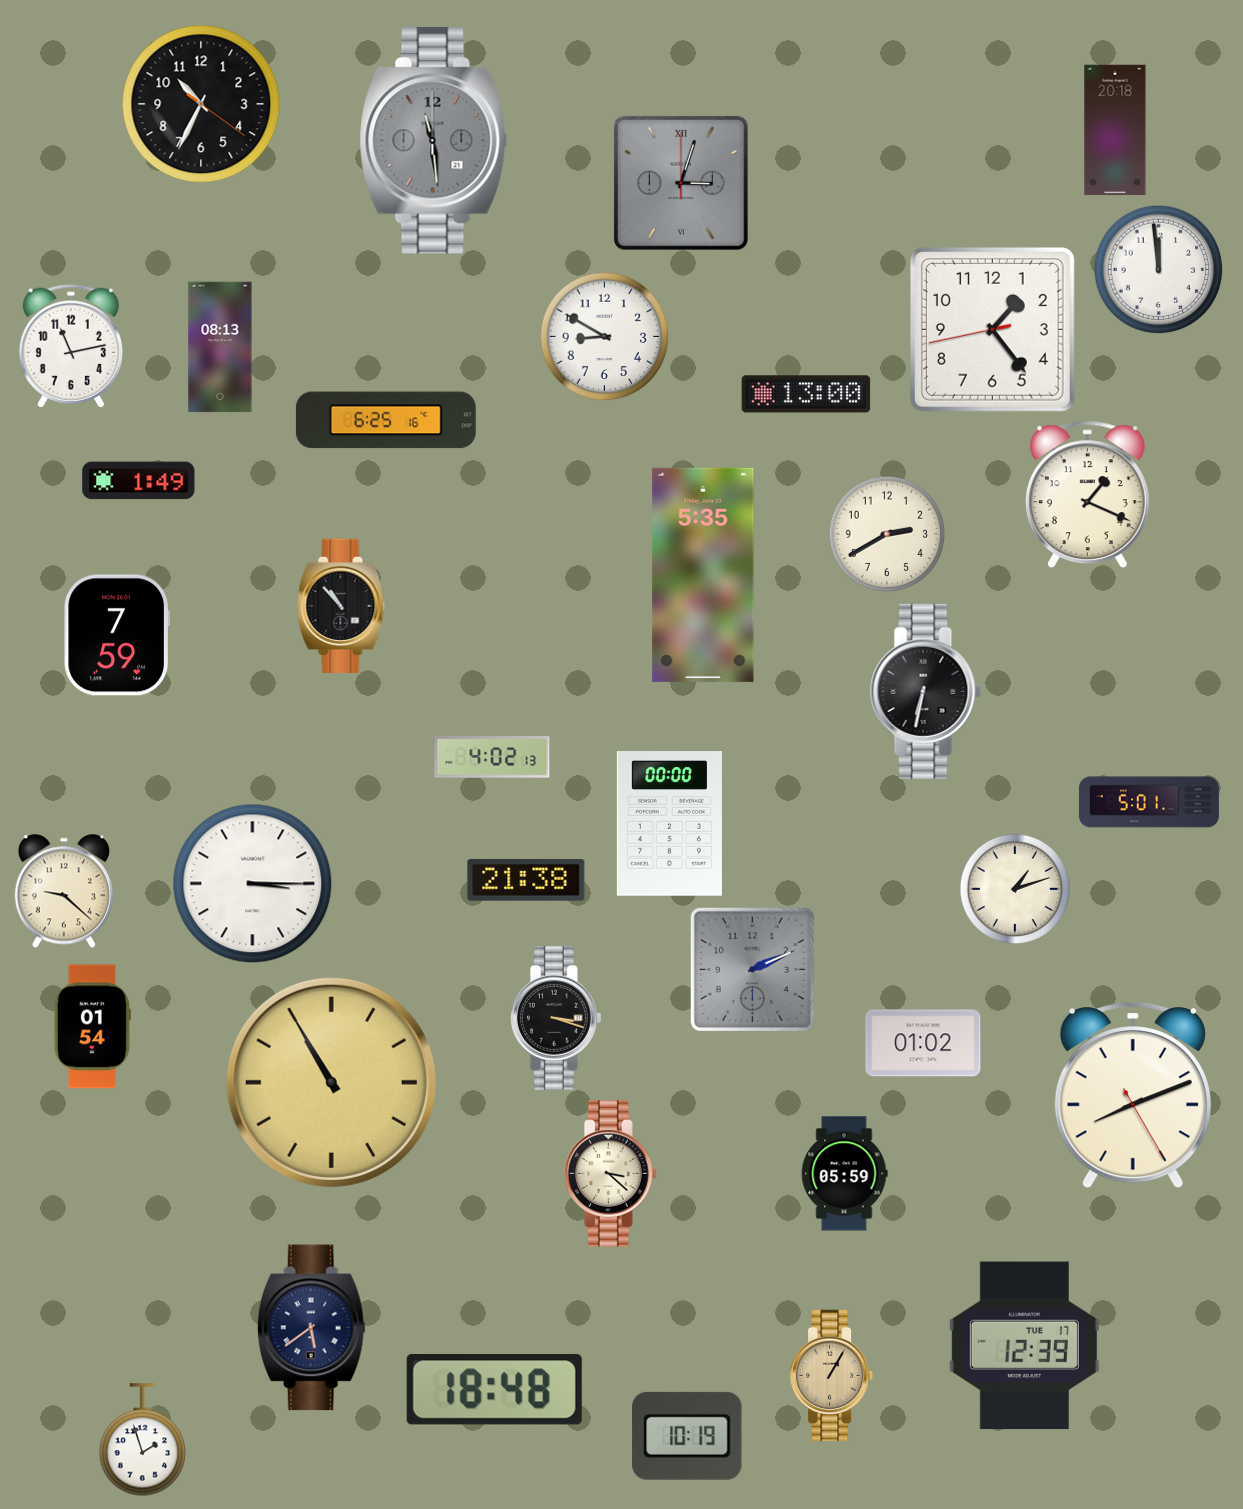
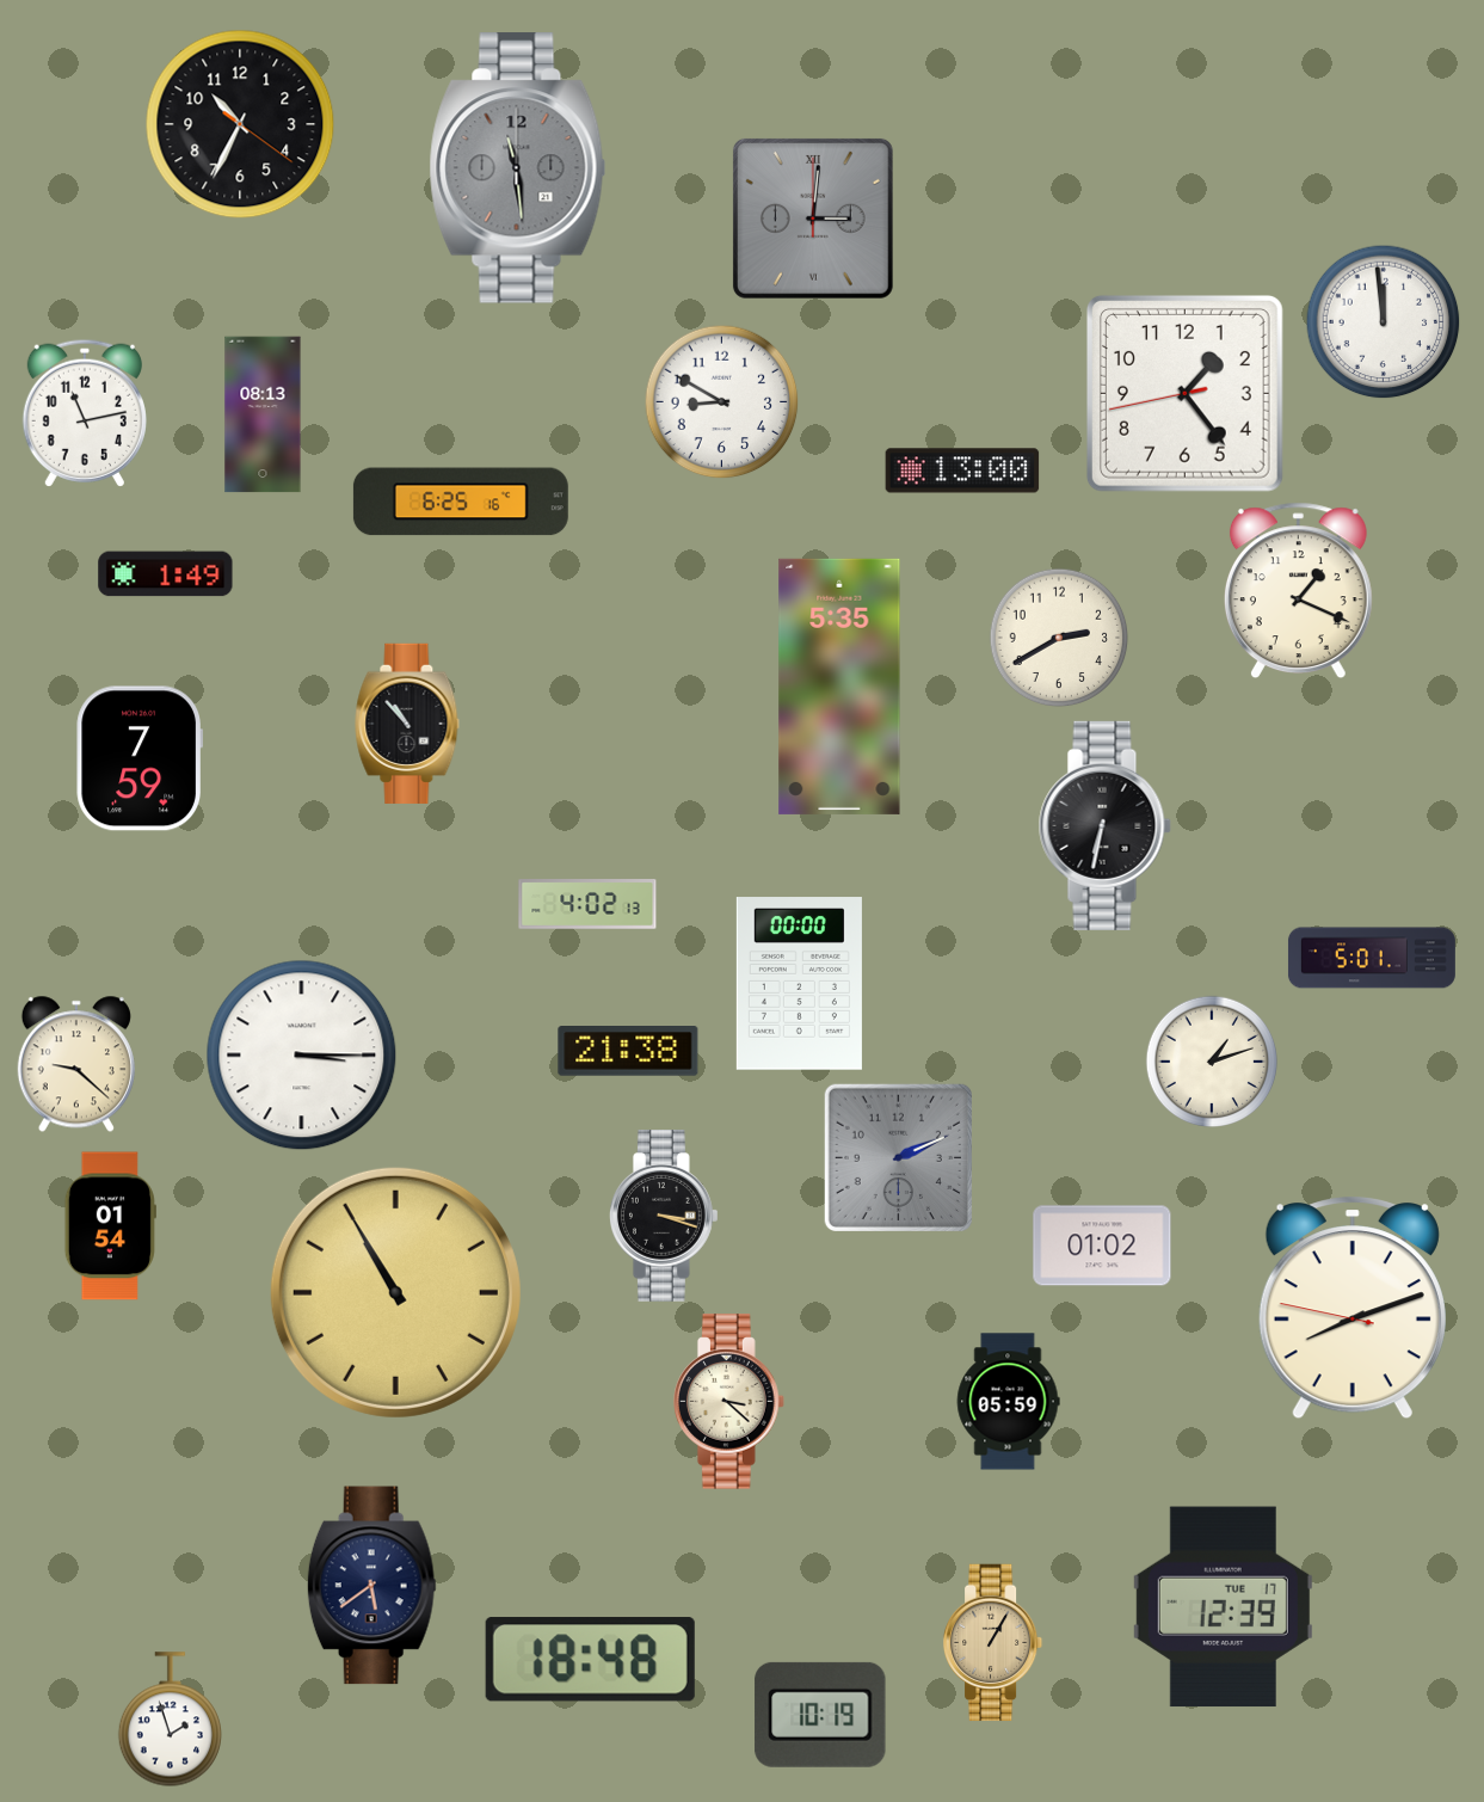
clock at (1115, 130): 20:18 -> none
clock at (681, 183): 3:03 -> 3:01
clock at (1133, 1095): 8:11:25 -> 8:11:47
